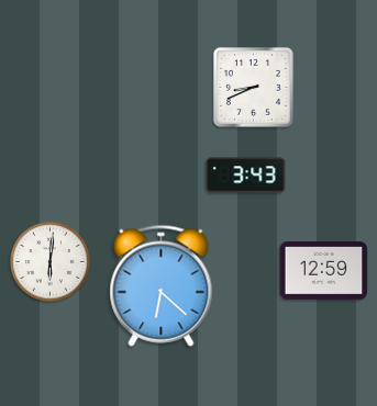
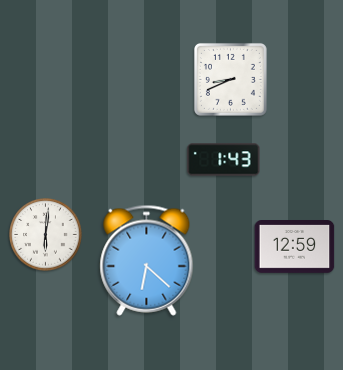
clock at (246, 176): 3:43 -> 1:43
clock at (51, 262) position: (51, 262) -> (46, 235)
